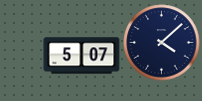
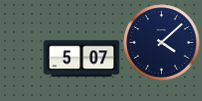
clock at (82, 56) position: (82, 56) -> (82, 59)
